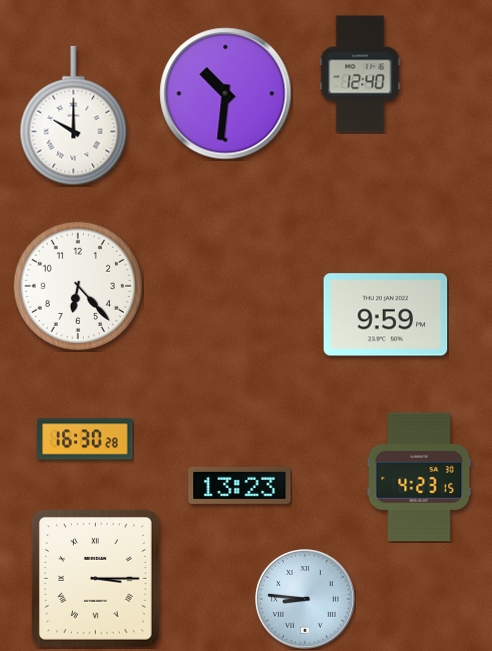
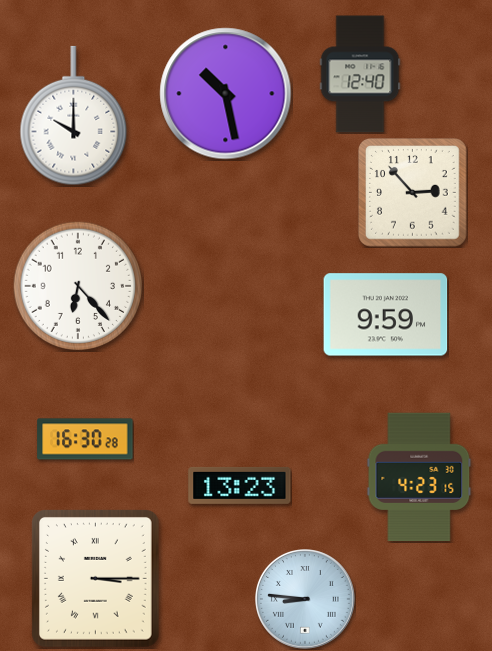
clock at (226, 94): 10:31 -> 10:28
clock at (413, 193): none -> 2:53
